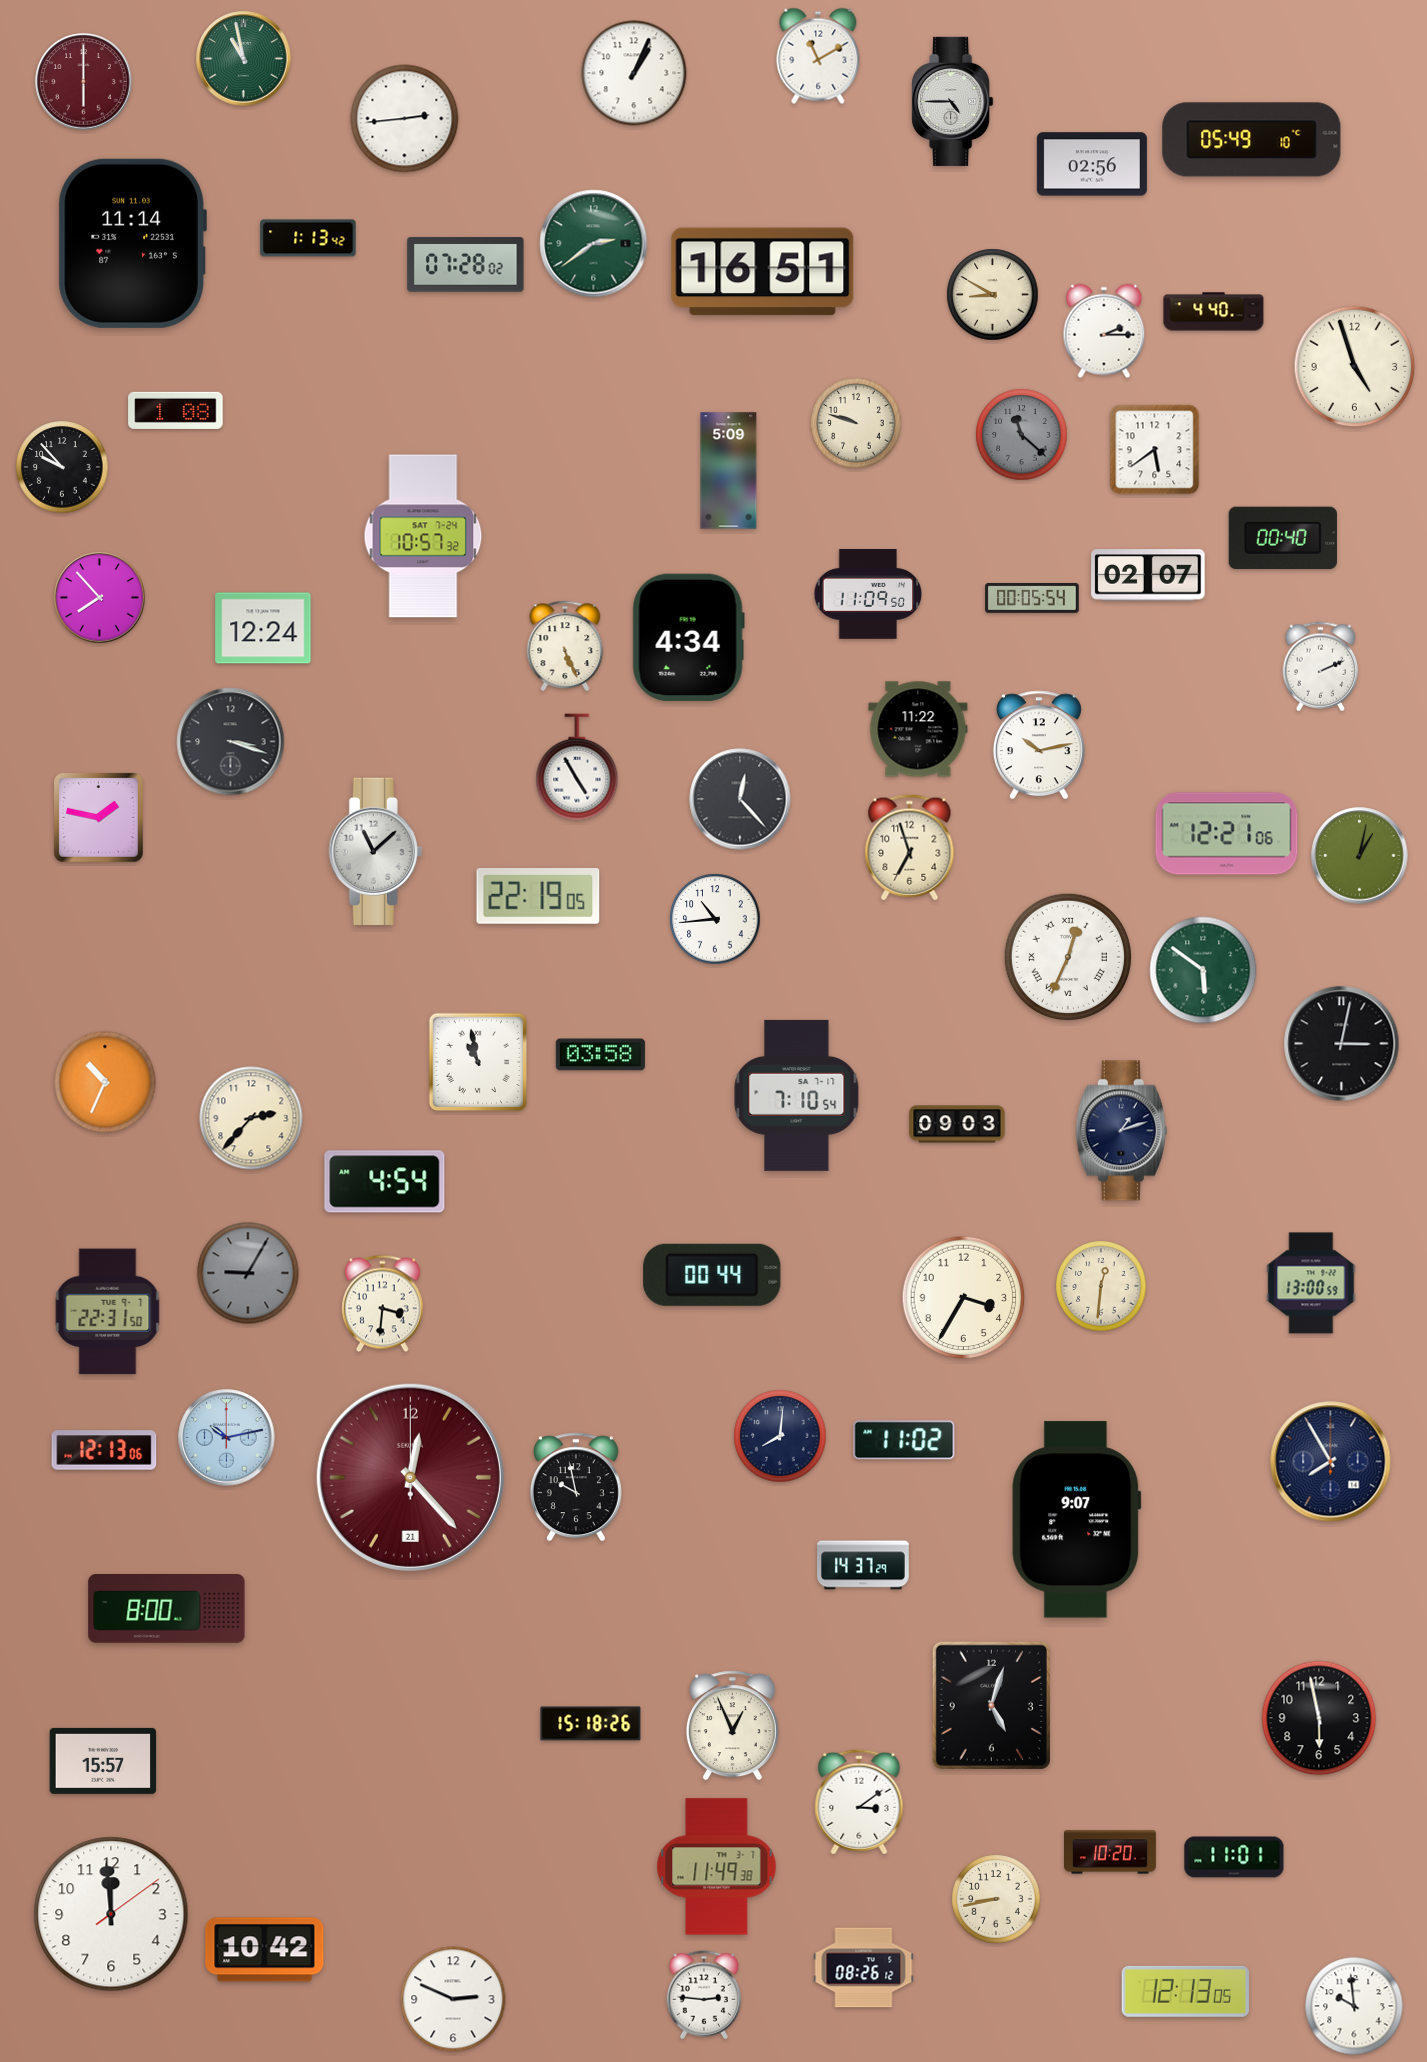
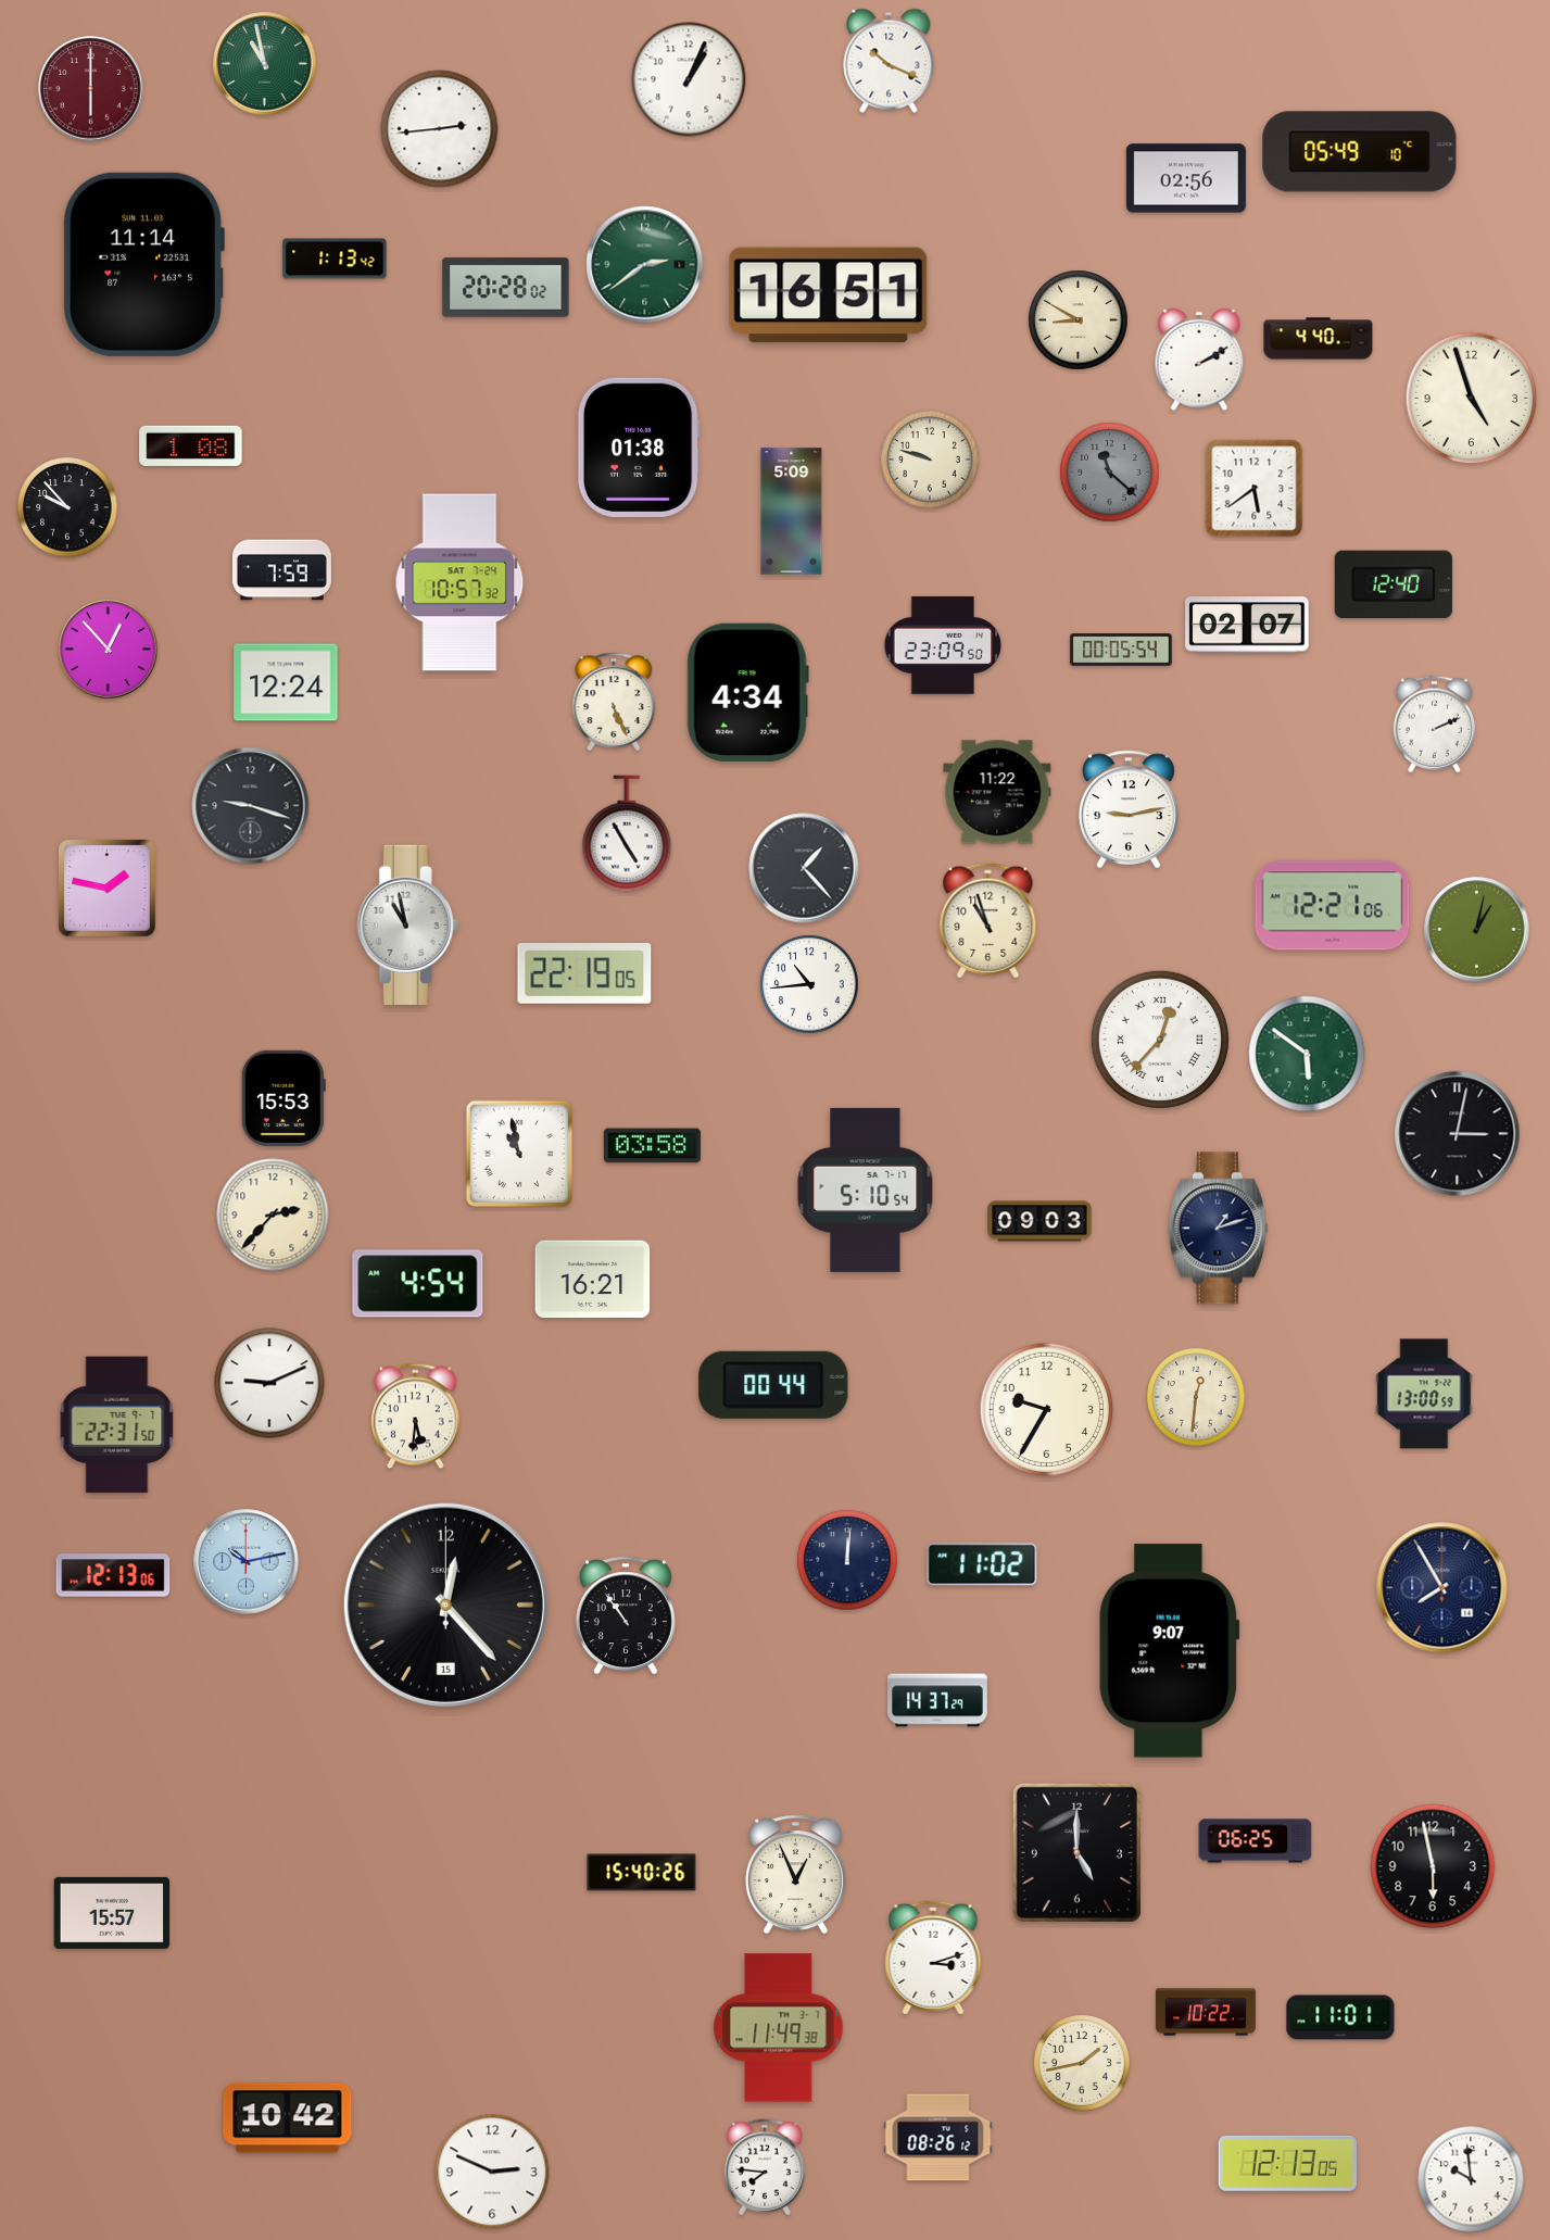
clock at (818, 56): 11:10 -> 10:19
clock at (953, 101): 4:45 -> none
clock at (466, 265): 07:28 -> 20:28
clock at (1104, 331): 2:15 -> 2:10
clock at (639, 448): none -> 01:38
clock at (281, 570): none -> 7:59
clock at (1283, 538): 00:40 -> 12:40
clock at (868, 595): 11:09 -> 23:09
clock at (100, 598): 7:53 -> 12:53
clock at (231, 742): 3:18 -> 9:18
clock at (1039, 745): 10:13 -> 9:13
clock at (740, 799): 12:23 -> 1:23
clock at (910, 848): 6:57 -> 10:57
clock at (375, 851): 11:08 -> 10:58
clock at (715, 919) position: (715, 919) -> (809, 984)
clock at (1067, 956): 12:34 -> 12:37
clock at (283, 1098): none -> 15:53
clock at (105, 1082): 10:34 -> none
clock at (797, 1095): 7:10 -> 5:10
clock at (593, 1280): none -> 16:21
clock at (248, 1273): 9:05 -> 9:11
clock at (248, 1273) dial: grey -> white
clock at (964, 1298): 3:35 -> 9:35
clock at (382, 1304): 3:31 -> 5:31
clock at (780, 1436): 8:01 -> 12:01
clock at (1331, 1462) position: (1331, 1462) -> (1442, 1588)
clock at (410, 1477) date: 21 -> 15
clock at (410, 1477) dial: burgundy -> black
clock at (576, 1487): 9:58 -> 10:54
clock at (167, 1609): 8:00 -> none
clock at (1256, 1841): none -> 06:25
clock at (991, 1705): 5:03 -> 5:00
clock at (591, 1724): 15:18 -> 15:40
clock at (859, 1802): 3:09 -> 3:12
clock at (1111, 1852): 10:20 -> 10:22
clock at (996, 1899): 8:43 -> 1:43
clock at (111, 1914): 11:59 -> none
clock at (703, 1995): 2:46 -> 7:46
